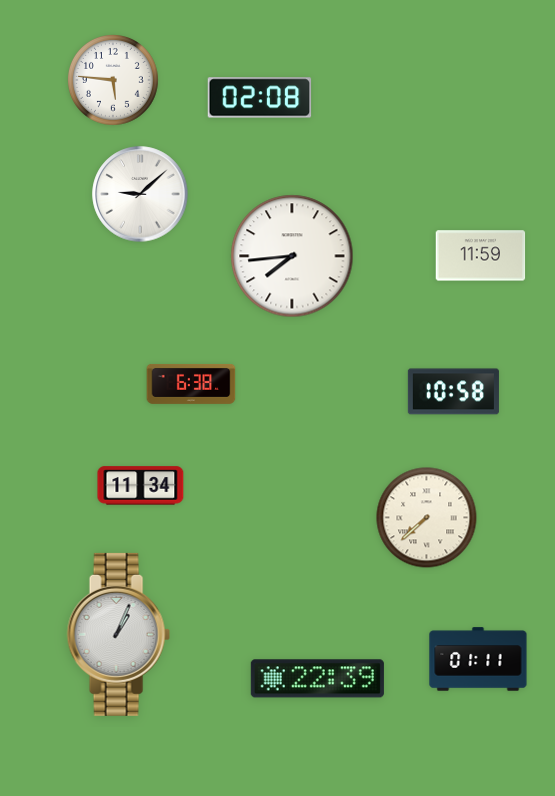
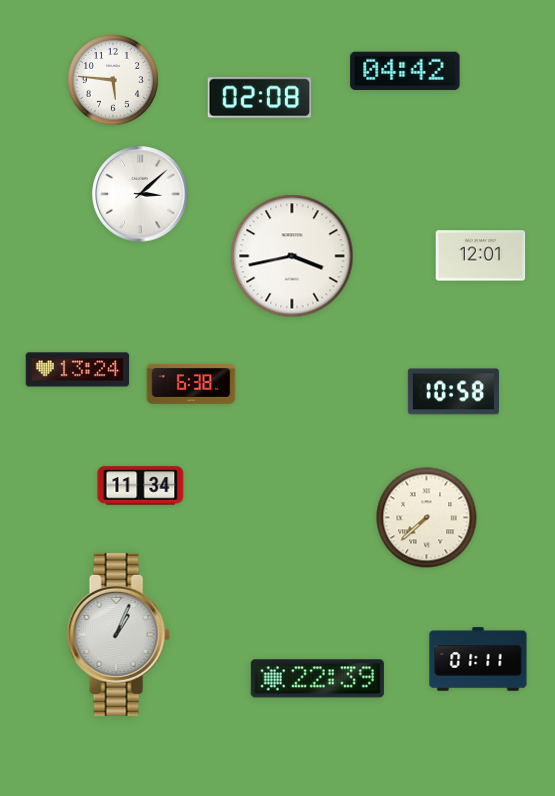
clock at (405, 70): none -> 04:42
clock at (140, 194): 9:08 -> 3:08
clock at (292, 256): 7:44 -> 3:43
clock at (481, 256): 11:59 -> 12:01
clock at (78, 370): none -> 13:24
